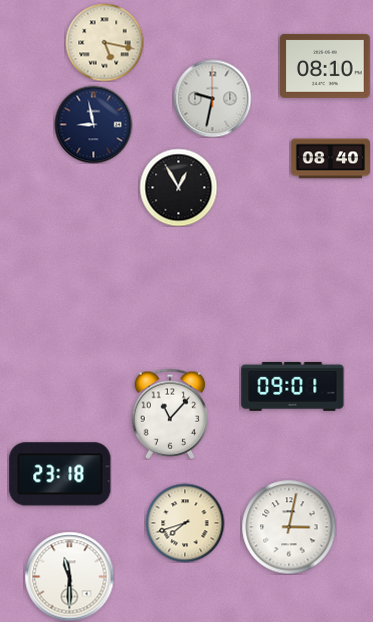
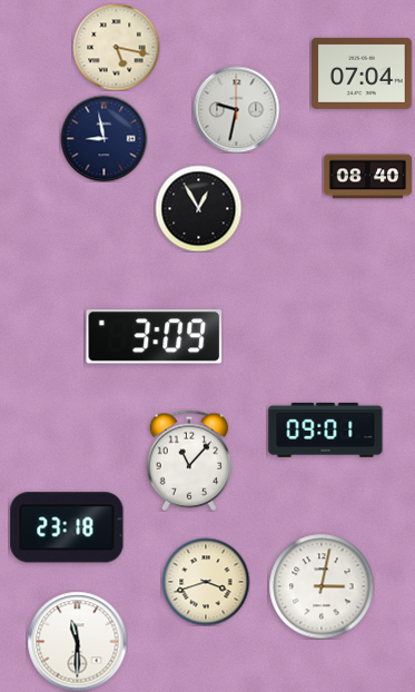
clock at (325, 66): 08:10 -> 07:04
clock at (155, 337): none -> 3:09
clock at (185, 523): 7:42 -> 3:42
